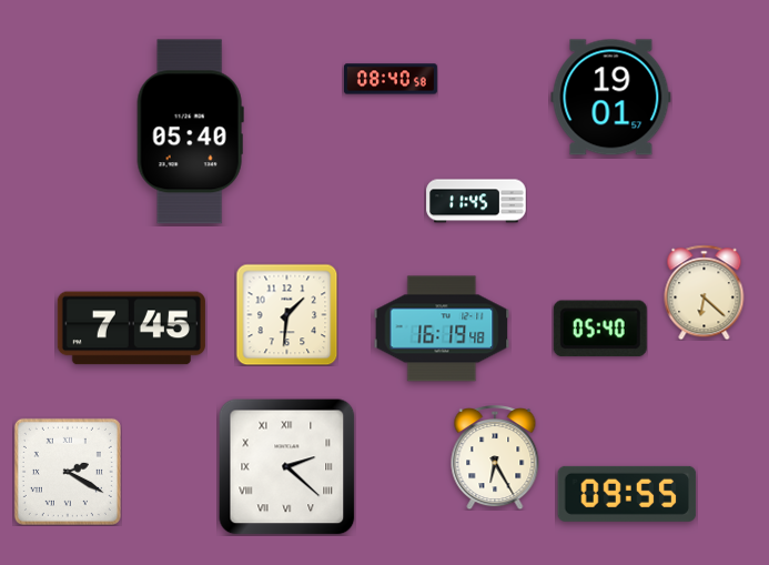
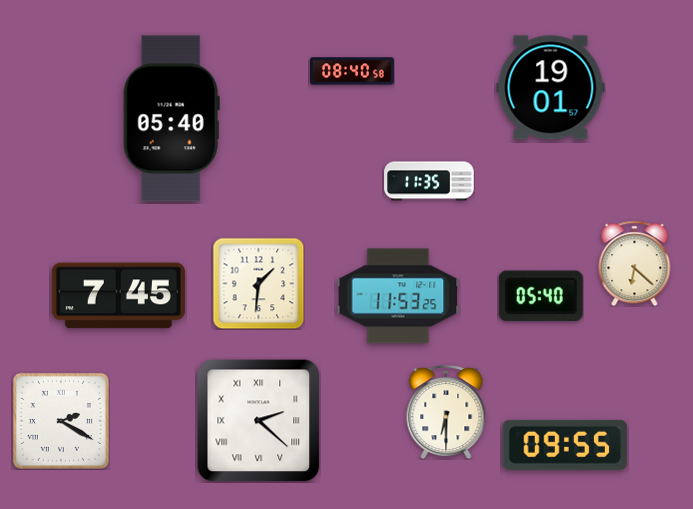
clock at (476, 201): 11:45 -> 11:35
clock at (442, 329): 16:19 -> 11:53
clock at (495, 458): 6:25 -> 6:30
clock at (68, 472) position: (68, 472) -> (61, 421)
